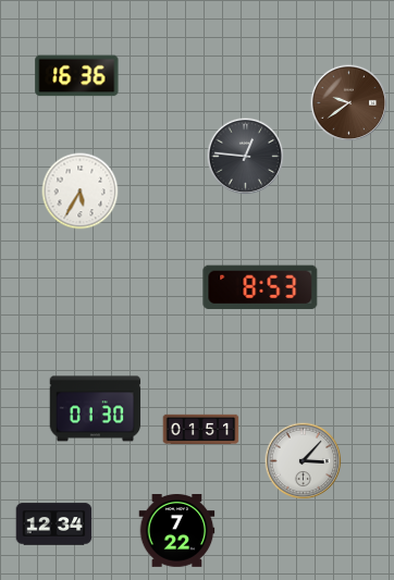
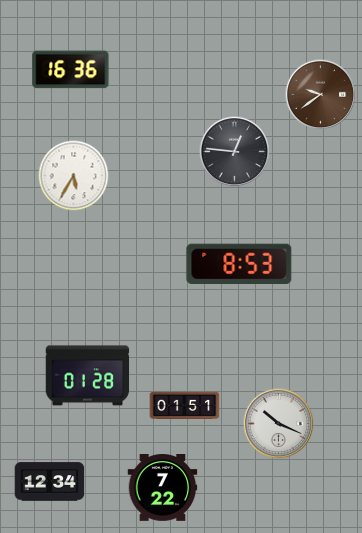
clock at (246, 157) position: (246, 157) -> (235, 152)
clock at (96, 409): 01:30 -> 01:28
clock at (201, 429) position: (201, 429) -> (185, 405)
clock at (304, 461): 3:07 -> 10:19
